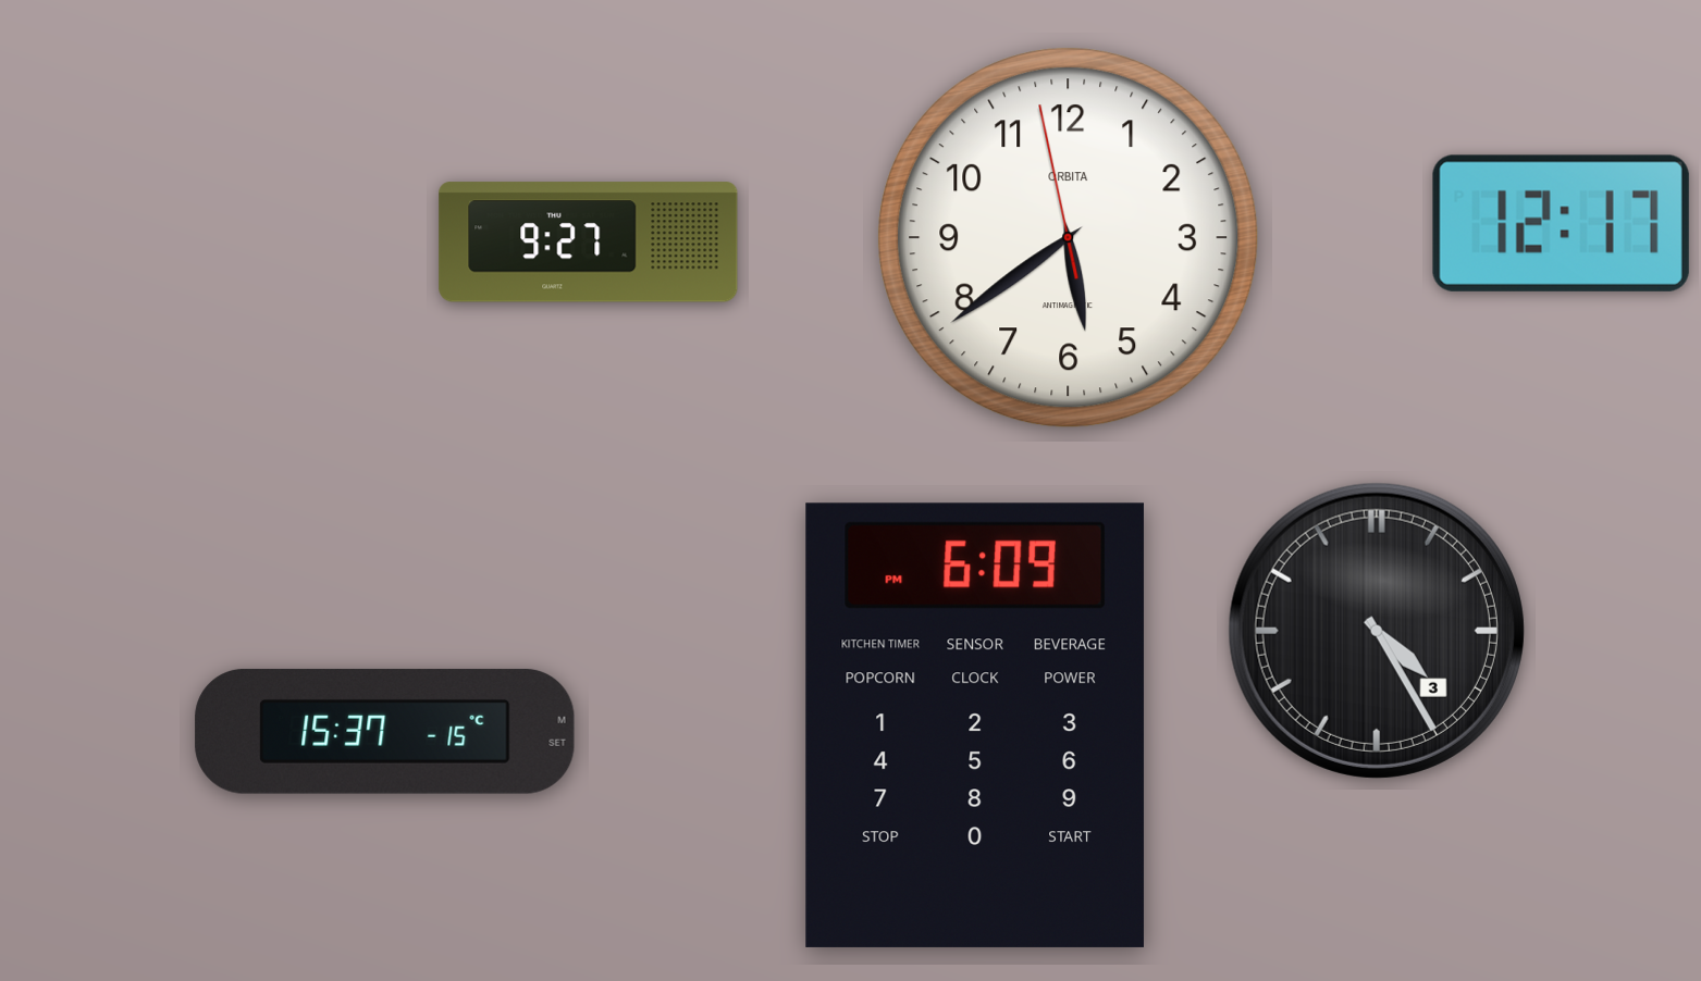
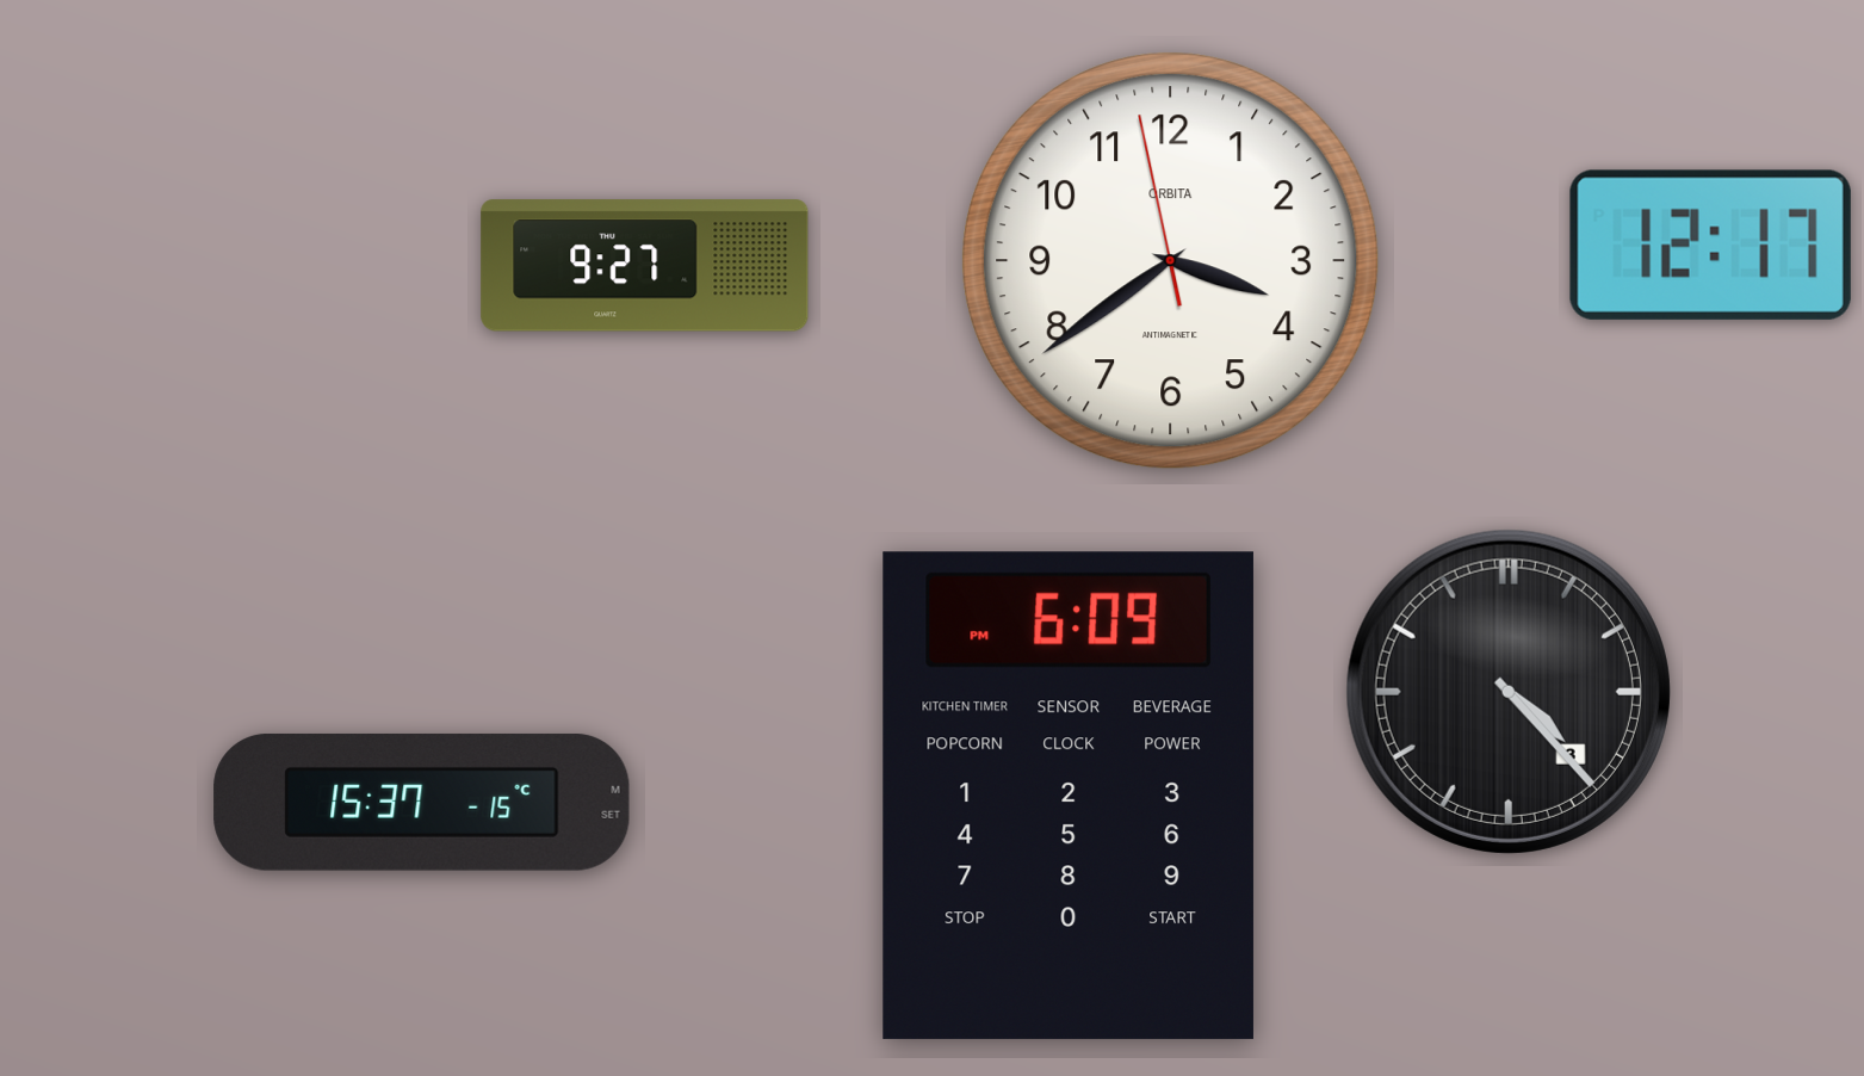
clock at (1069, 238): 5:38 -> 3:38
clock at (1377, 631): 4:25 -> 4:23
